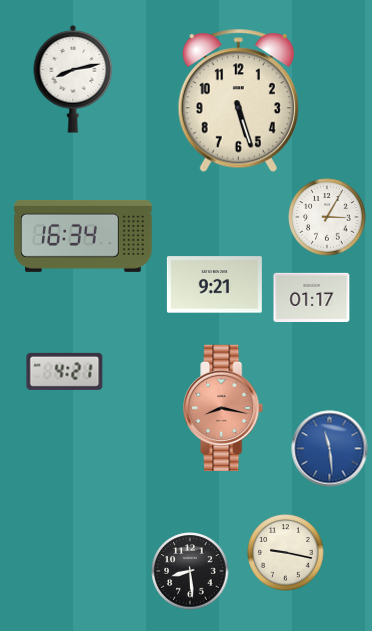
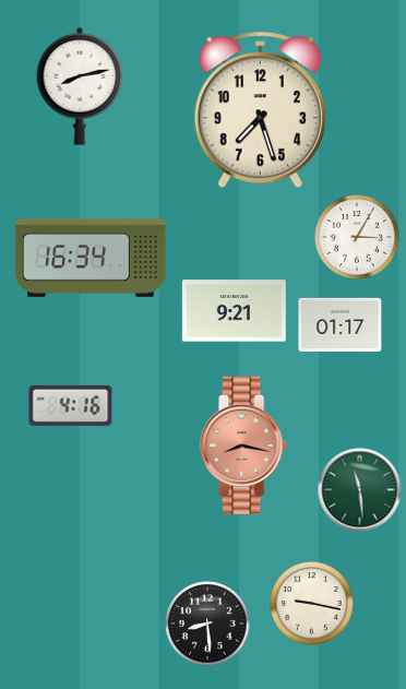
clock at (238, 101): 5:27 -> 7:27
clock at (65, 371): 4:21 -> 4:16
clock at (330, 449) dial: blue -> green
